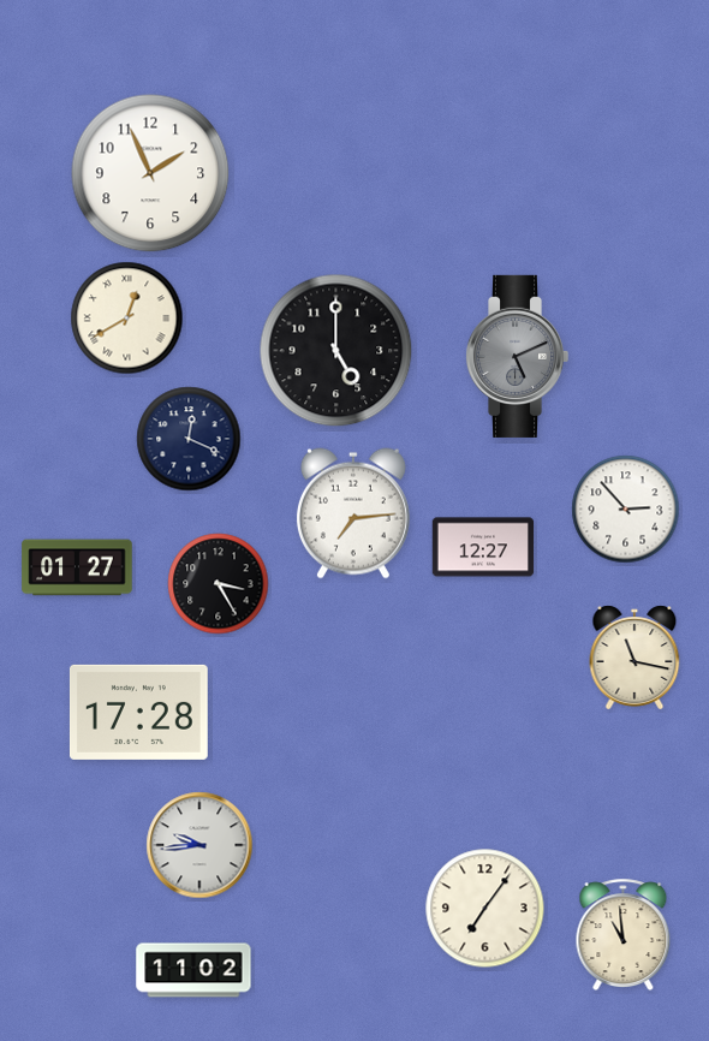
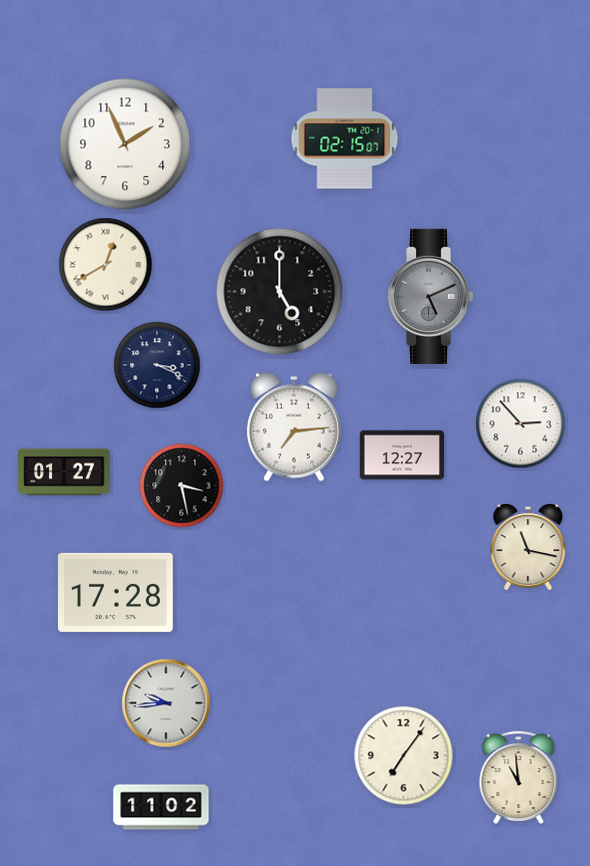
clock at (345, 139): none -> 02:15
clock at (189, 439): 12:19 -> 3:19
clock at (219, 584): 3:25 -> 3:28
